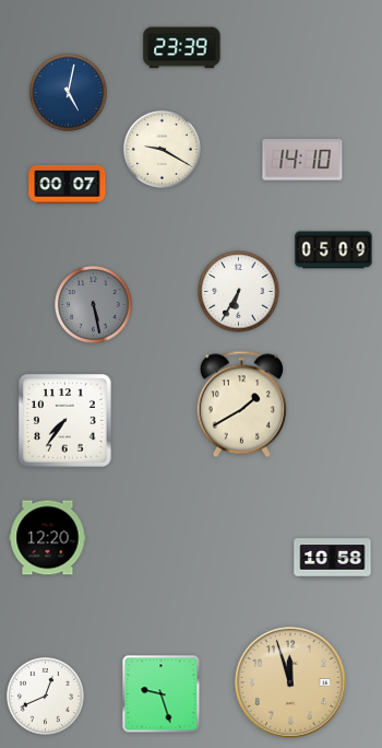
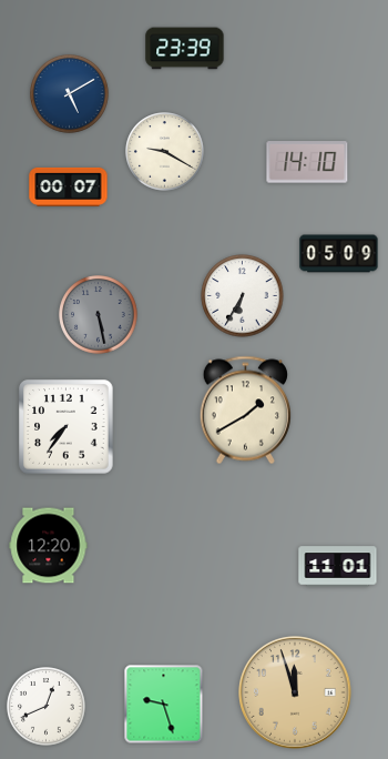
clock at (69, 93): 5:02 -> 5:10
clock at (94, 305) position: (94, 305) -> (99, 315)
clock at (333, 559): 10:58 -> 11:01
